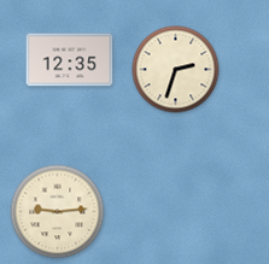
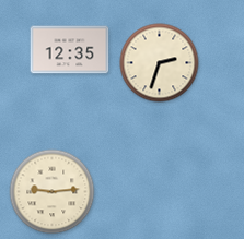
clock at (70, 60) position: (70, 60) -> (70, 50)
